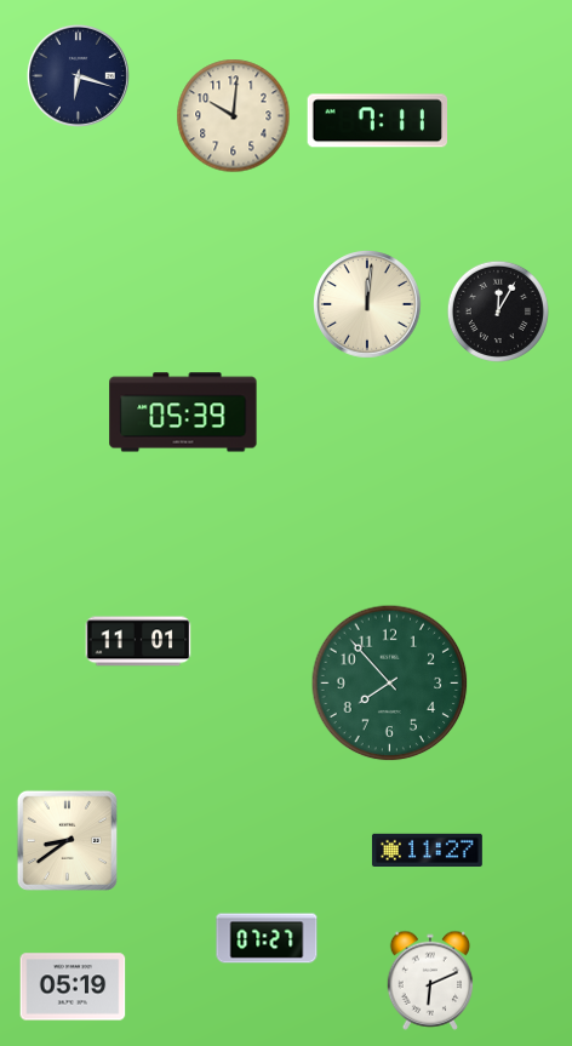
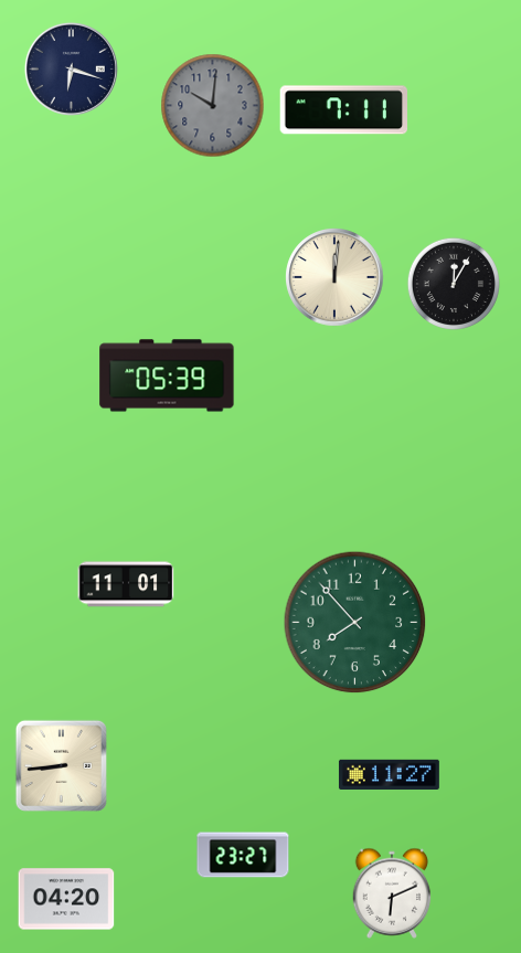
clock at (234, 116) dial: cream -> grey
clock at (67, 840): 8:39 -> 8:44
clock at (267, 938): 07:27 -> 23:27
clock at (73, 987): 05:19 -> 04:20
